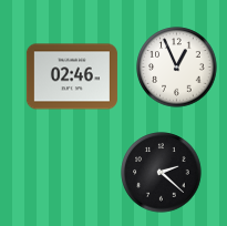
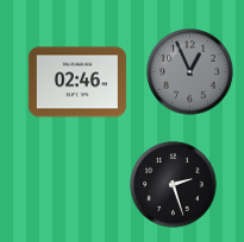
clock at (177, 68) dial: white -> grey
clock at (162, 173): 2:22 -> 2:27
